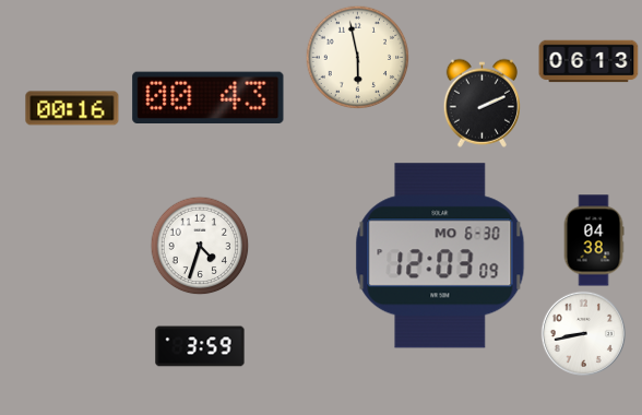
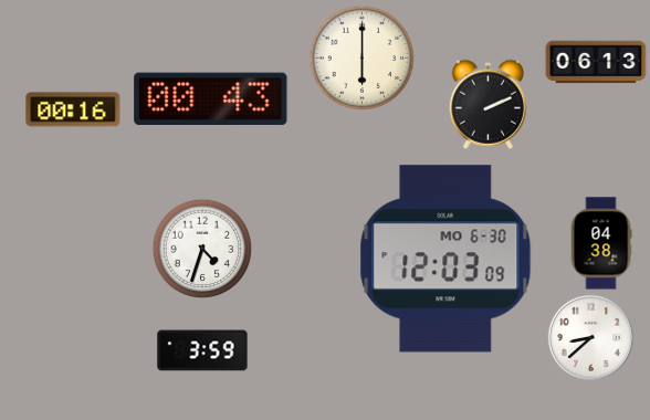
clock at (358, 58): 5:58 -> 6:00
clock at (583, 333): 8:43 -> 8:38
